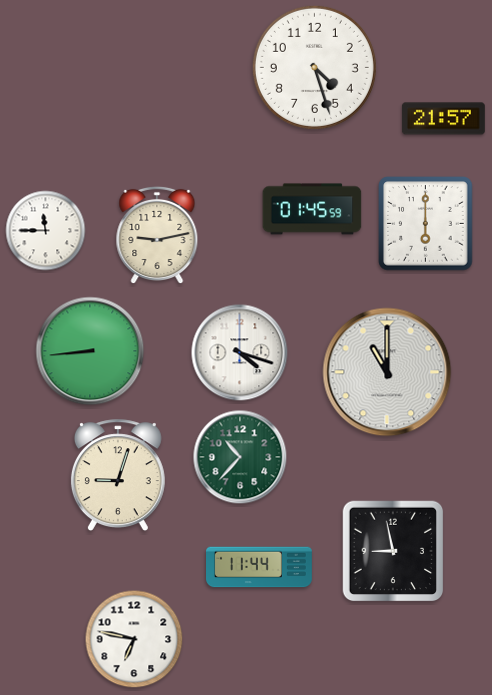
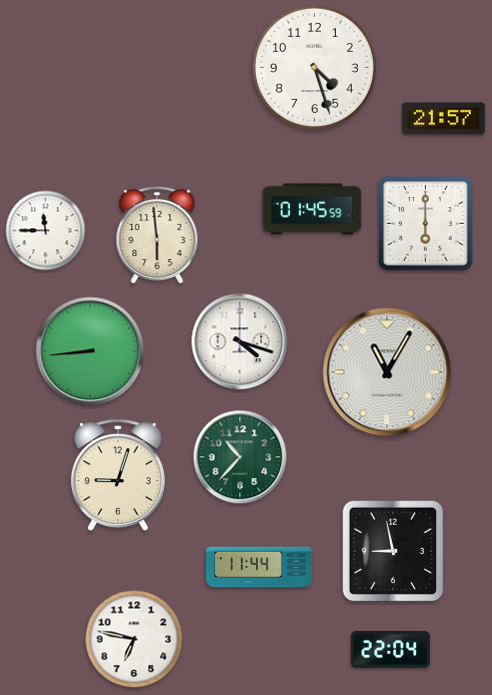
clock at (157, 235): 9:13 -> 5:59
clock at (240, 353) position: (240, 353) -> (240, 342)
clock at (387, 372): 11:00 -> 11:05
clock at (390, 650): none -> 22:04
